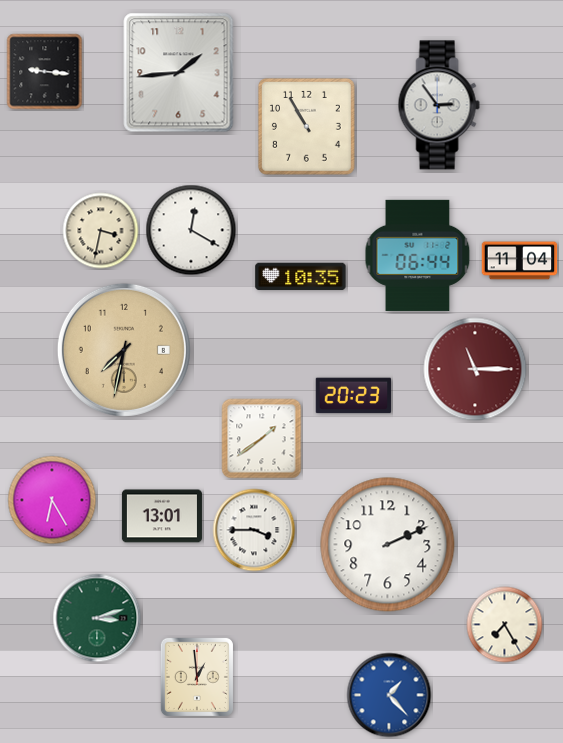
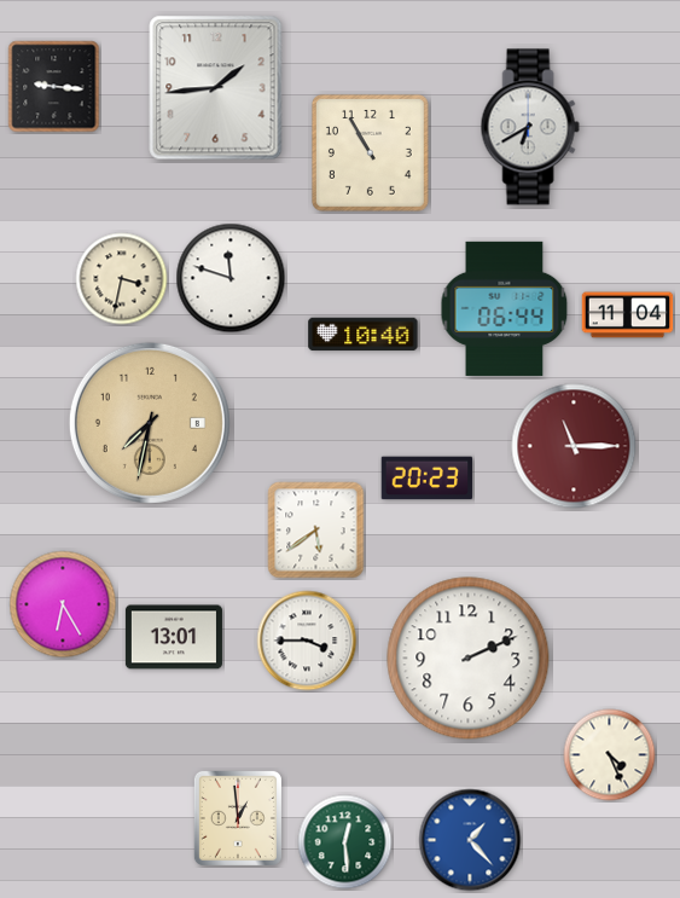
clock at (439, 105): 2:54 -> 6:40
clock at (191, 230): 12:20 -> 11:48
clock at (301, 277): 10:35 -> 10:40
clock at (262, 439): 1:39 -> 5:39
clock at (162, 516) position: (162, 516) -> (174, 637)
clock at (97, 618): 3:12 -> none
clock at (505, 625): 7:25 -> 4:26
clock at (345, 842): none -> 12:29
